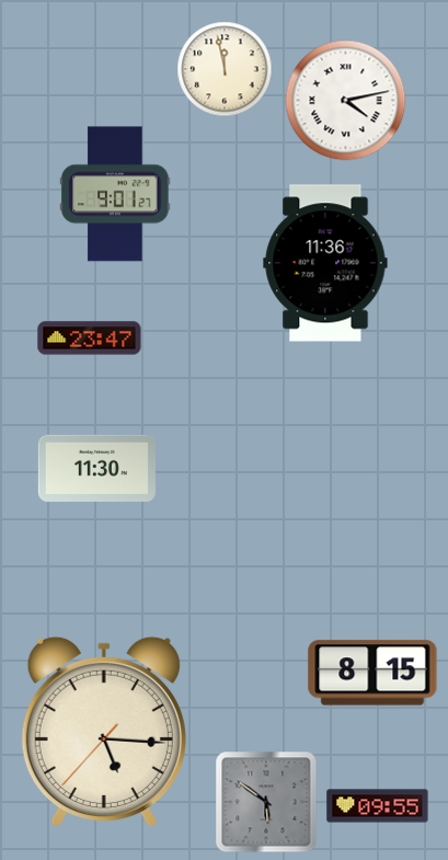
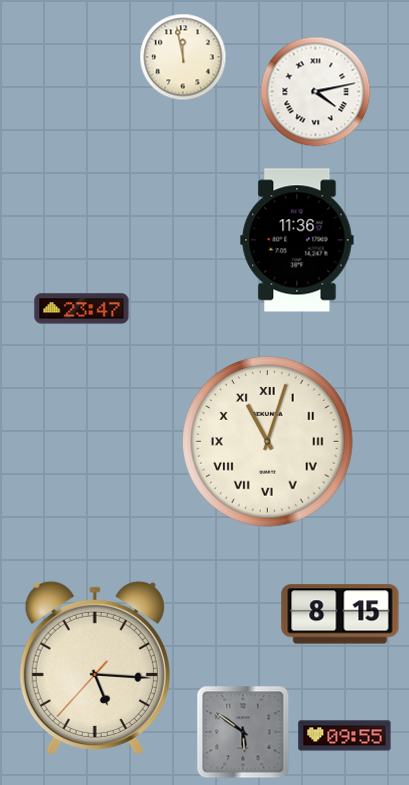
clock at (225, 69) position: (225, 69) -> (183, 57)
clock at (115, 194): 9:01 -> none
clock at (96, 468): 11:30 -> none
clock at (268, 442): none -> 11:03
